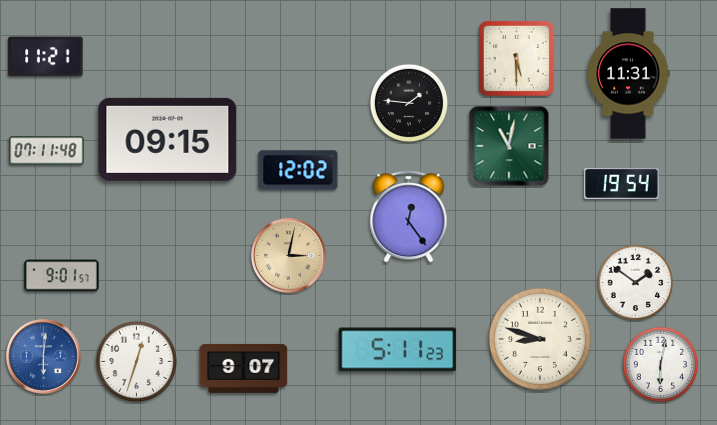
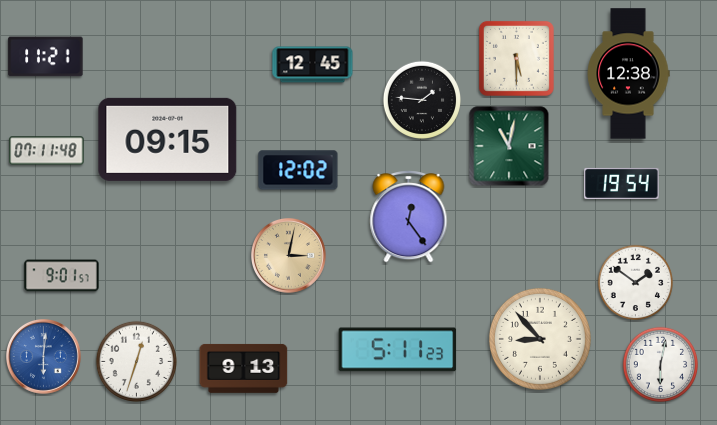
clock at (313, 65): none -> 12:45
clock at (628, 74): 11:31 -> 12:38
clock at (408, 102) position: (408, 102) -> (421, 99)
clock at (540, 339): 8:48 -> 8:53
clock at (244, 368): 9:07 -> 9:13
